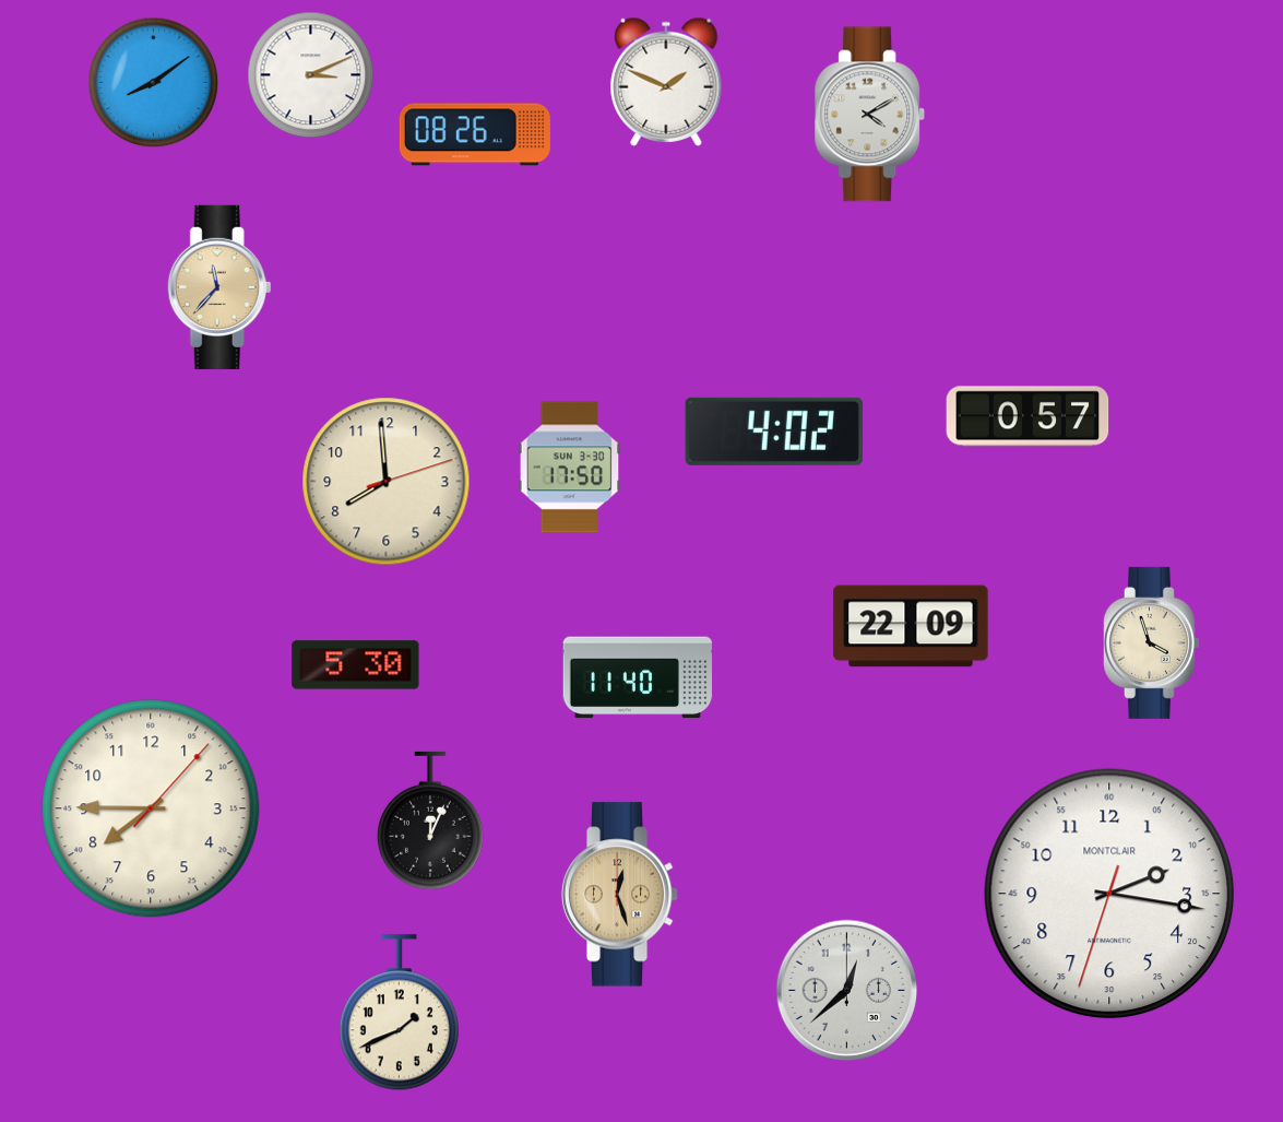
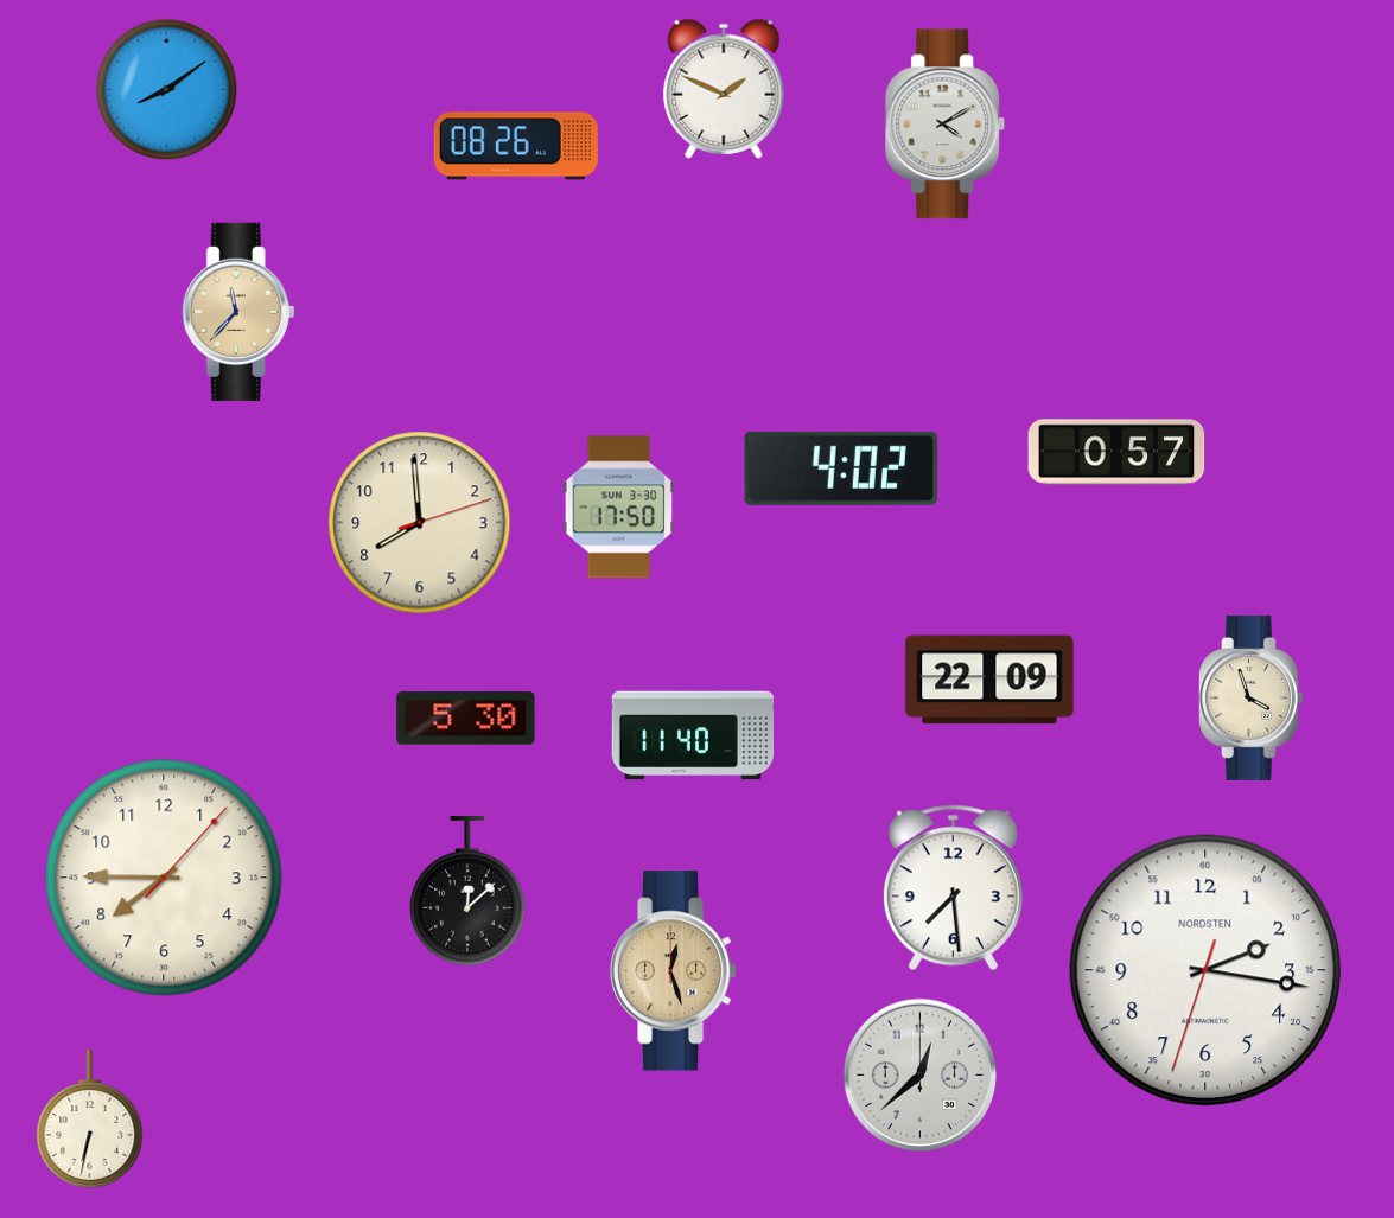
clock at (311, 75): 3:11 -> none
clock at (356, 665) position: (356, 665) -> (466, 719)
clock at (953, 888): none -> 7:29
clock at (430, 820): 12:04 -> 12:08
clock at (1109, 894) brand: MONTCLAIR -> NORDSTEN
clock at (399, 1013): 1:41 -> none
clock at (90, 1120): none -> 6:32
